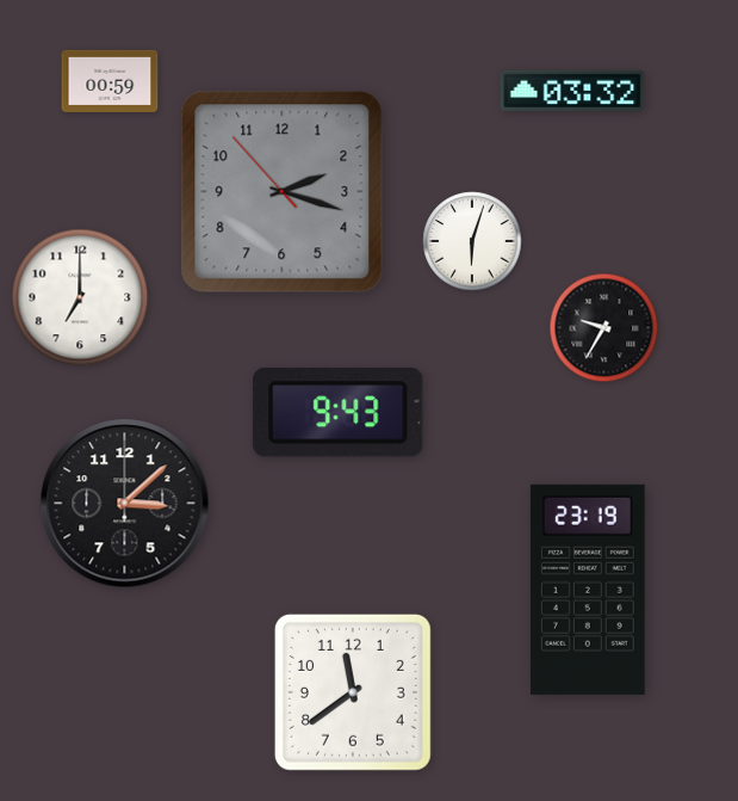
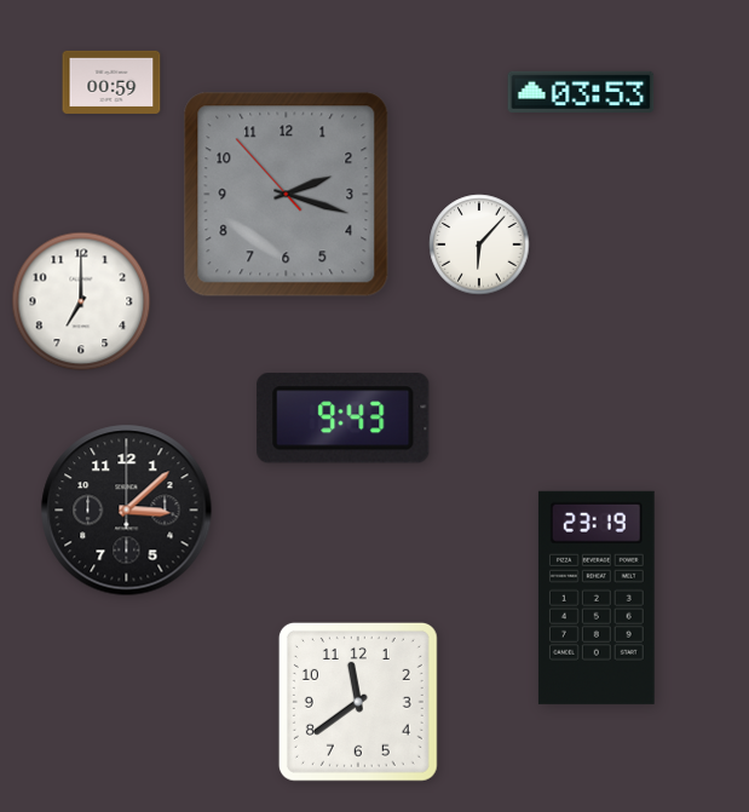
clock at (572, 91): 03:32 -> 03:53
clock at (472, 241): 6:03 -> 6:07
clock at (604, 328): 9:35 -> none
